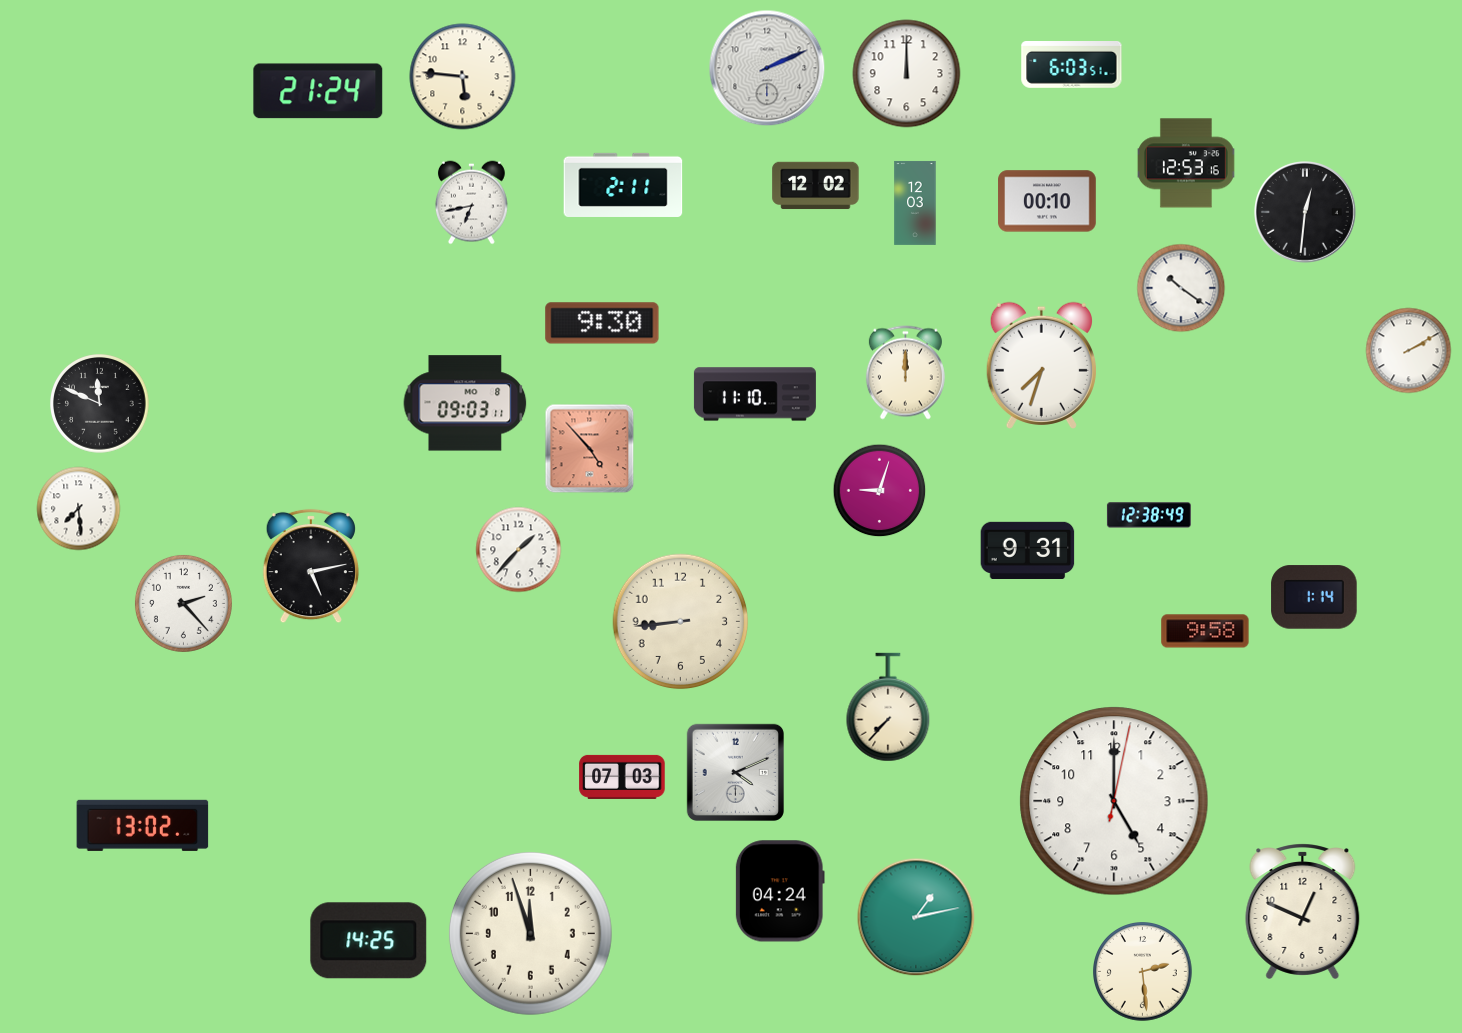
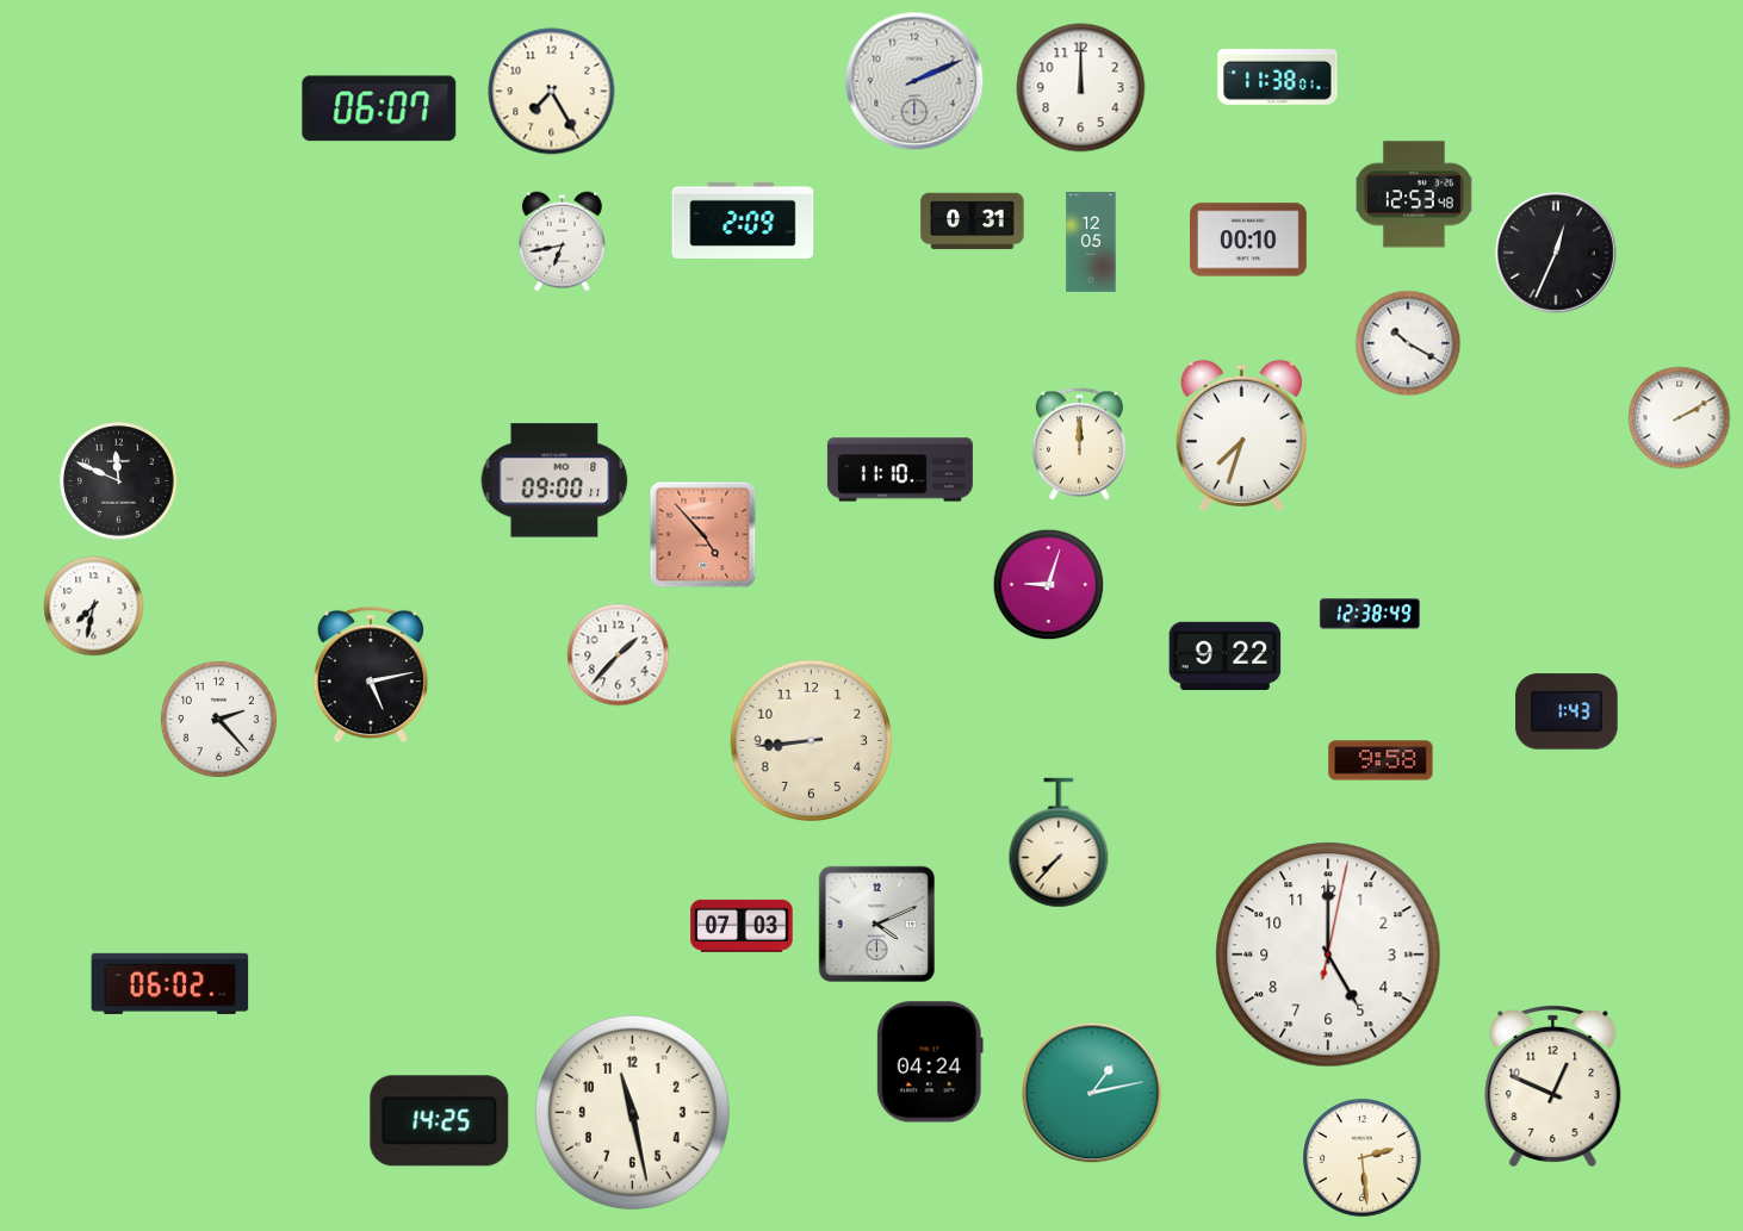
clock at (1072, 65): 6:03 -> 11:38
clock at (463, 77): 5:46 -> 7:25
clock at (318, 91): 21:24 -> 06:07
clock at (1186, 163): 12:53:16 -> 12:53:48
clock at (623, 185): 2:11 -> 2:09
clock at (816, 186): 12:02 -> 0:31
clock at (915, 203): 12:03 -> 12:05
clock at (1306, 213): 12:31 -> 12:34
clock at (1181, 288): 10:21 -> 10:20
clock at (602, 323): 9:30 -> none
clock at (465, 403): 09:03 -> 09:00
clock at (79, 509): 7:29 -> 7:32
clock at (1028, 550): 9:31 -> 9:22
clock at (1314, 597): 1:14 -> 1:43
clock at (1205, 631) position: (1205, 631) -> (1381, 760)
clock at (735, 772) position: (735, 772) -> (876, 924)
clock at (143, 825): 13:02 -> 06:02
clock at (530, 933): 11:57 -> 11:28
